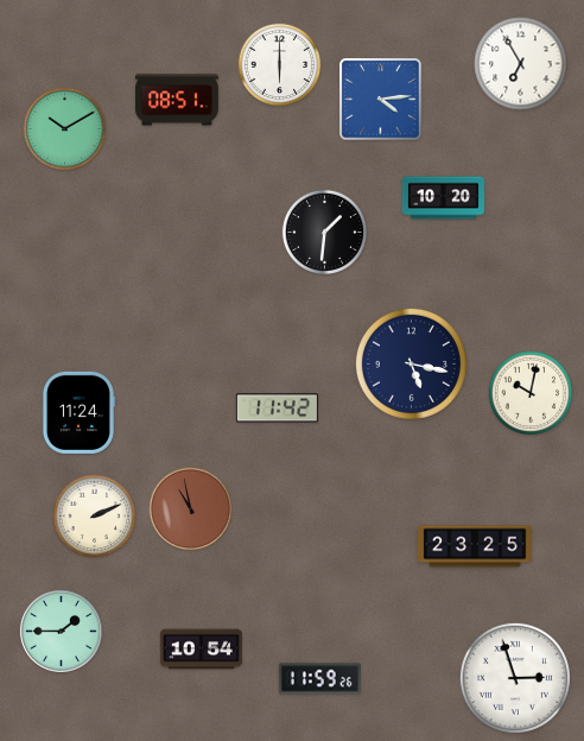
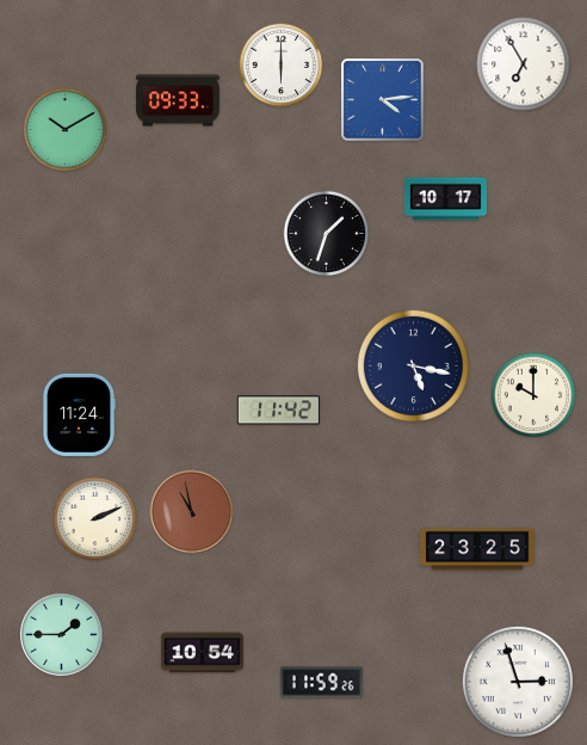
clock at (177, 100): 08:51 -> 09:33
clock at (443, 198): 10:20 -> 10:17
clock at (324, 232): 1:31 -> 1:33
clock at (531, 393): 10:02 -> 10:00
